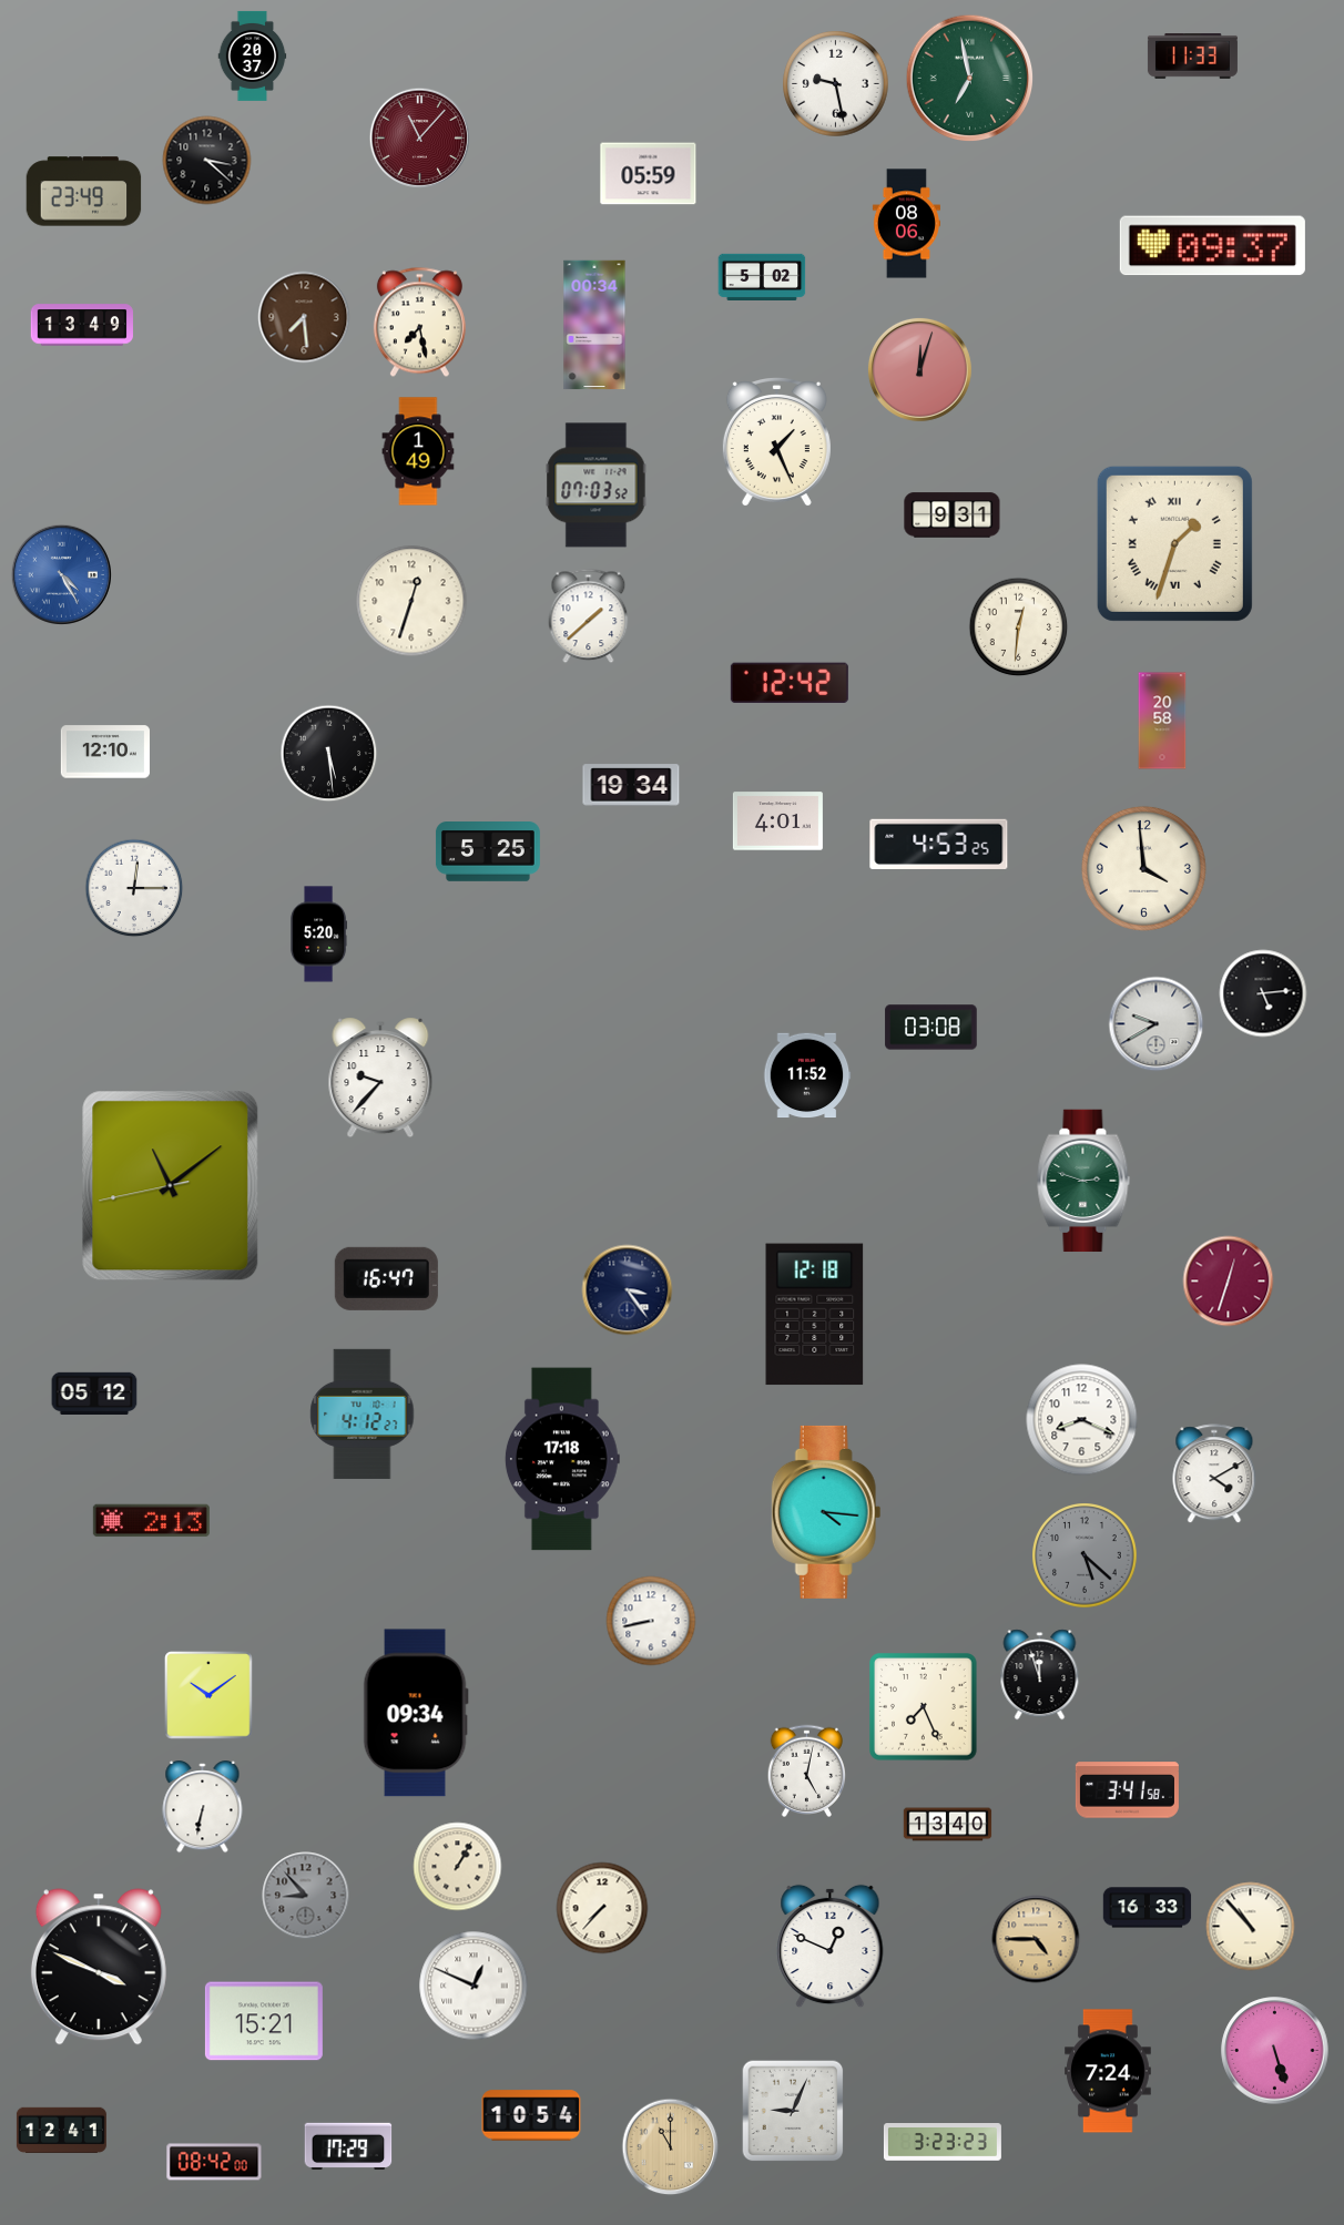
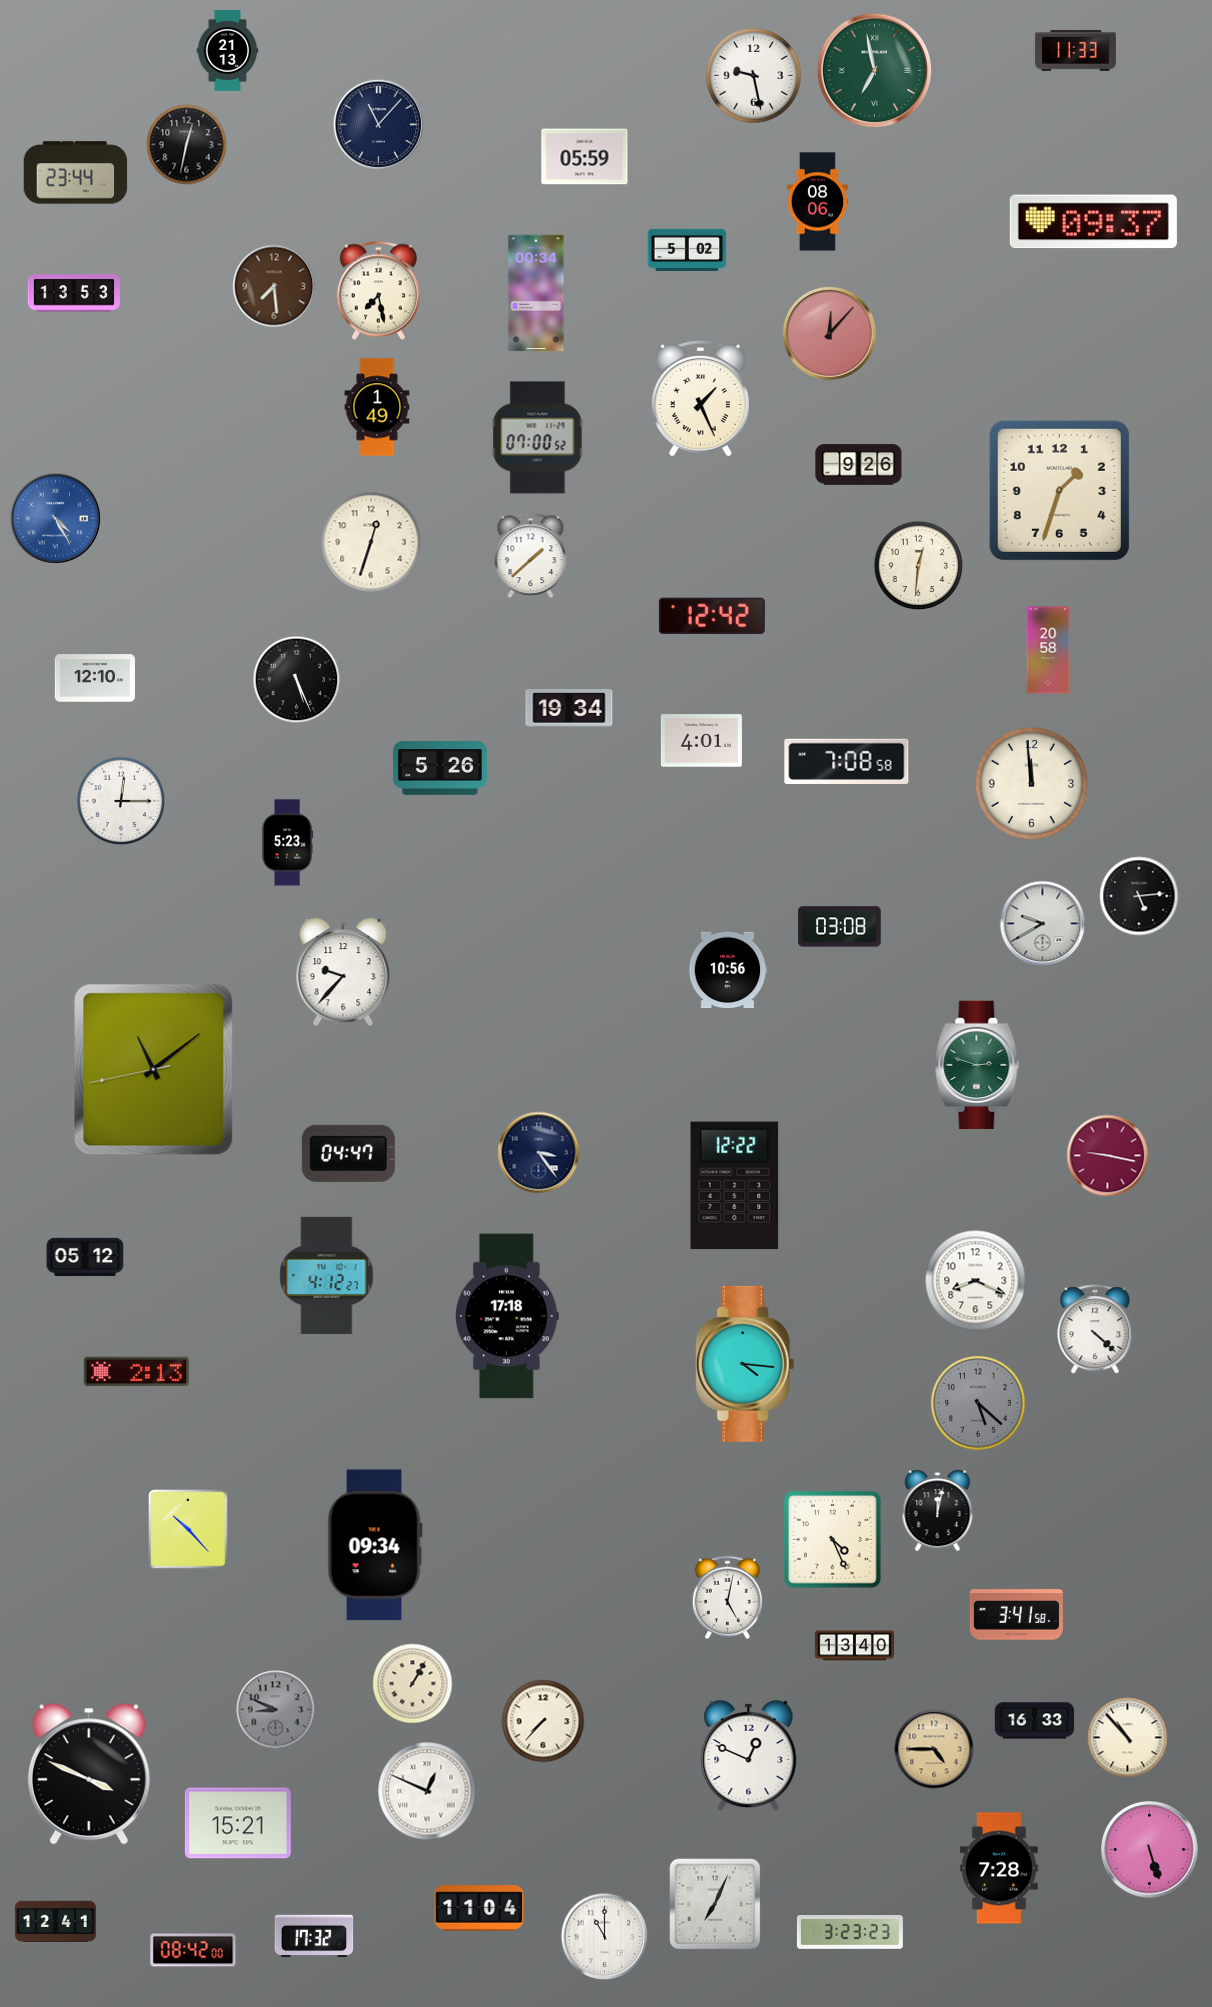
clock at (253, 55): 20:37 -> 21:13
clock at (419, 137) dial: burgundy -> navy
clock at (207, 161): 3:22 -> 12:32
clock at (84, 192): 23:49 -> 23:44
clock at (82, 325): 13:49 -> 13:53
clock at (919, 369): 12:03 -> 12:07
clock at (597, 486): 07:03 -> 07:00
clock at (953, 516): 9:31 -> 9:26
clock at (1174, 543) numerals: Roman -> Arabic
clock at (329, 754): 5:29 -> 5:26
clock at (939, 844): 4:53 -> 7:08
clock at (488, 851): 5:25 -> 5:26
clock at (1143, 868): 3:59 -> 11:59
clock at (319, 935): 5:20 -> 5:23
clock at (807, 1075): 11:52 -> 10:56
clock at (386, 1278): 16:47 -> 04:47
clock at (1229, 1282): 12:33 -> 9:17
clock at (628, 1290) position: (628, 1290) -> (539, 1153)
clock at (815, 1315): 12:18 -> 12:22
clock at (1214, 1474): 4:10 -> 4:22
clock at (651, 1621): 8:43 -> none
clock at (1040, 1675): 11:57 -> 12:02
clock at (208, 1695): 10:09 -> 10:23
clock at (924, 1707): 7:26 -> 4:26
clock at (203, 1807): 6:32 -> none
clock at (306, 1896): 8:53 -> 8:49
clock at (1109, 2071): 7:24 -> 7:28
clock at (793, 2111): 9:04 -> 7:04
clock at (531, 2115): 10:54 -> 11:04
clock at (348, 2146): 17:29 -> 17:32
clock at (671, 2147) dial: champagne -> white
